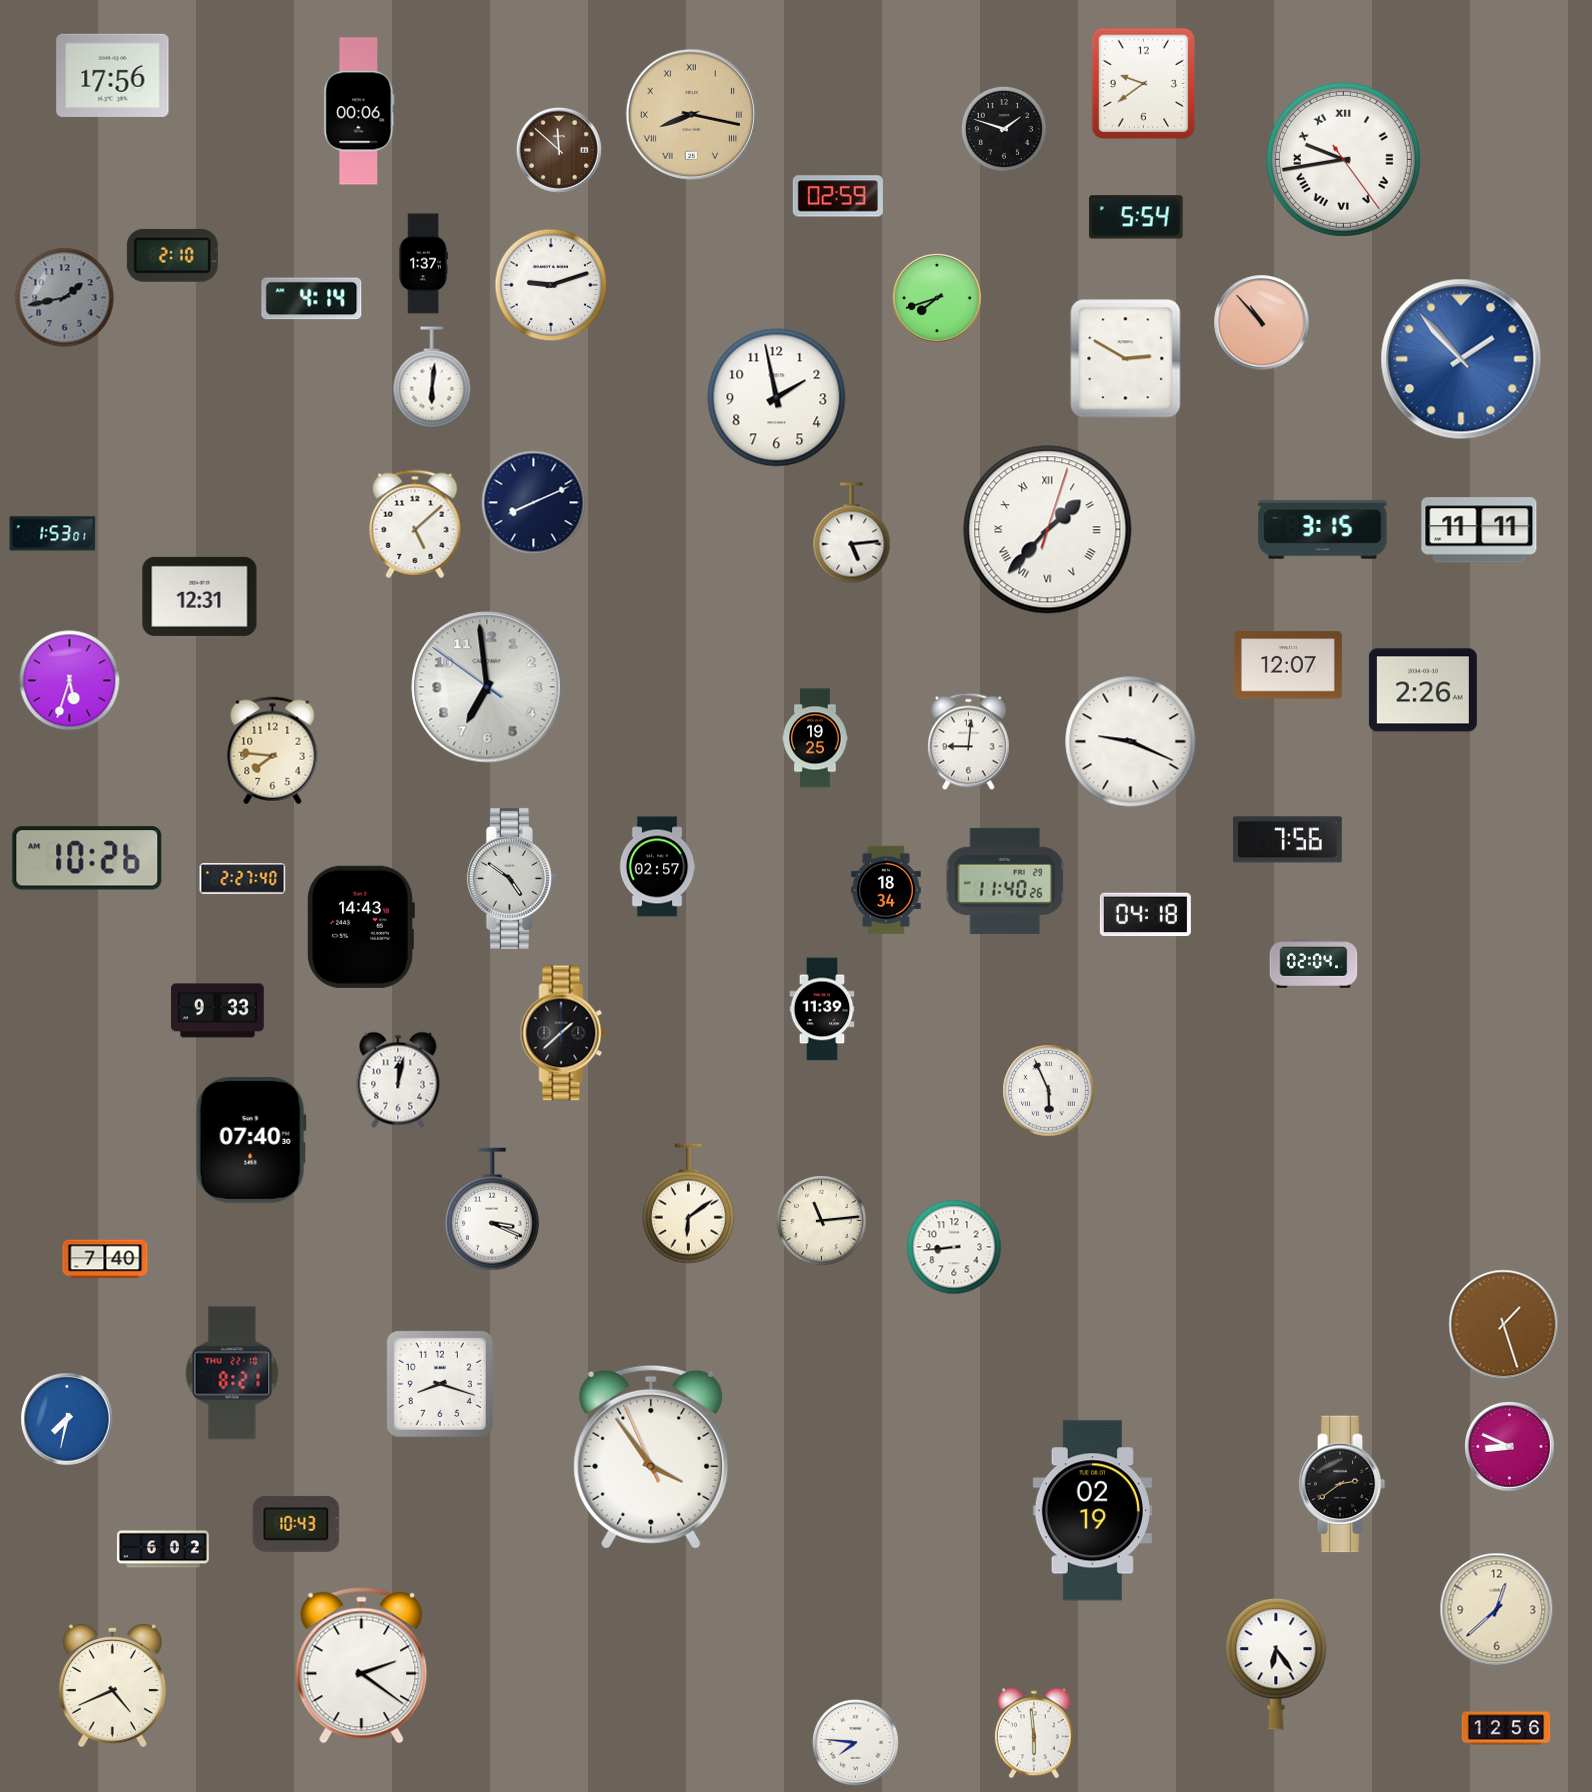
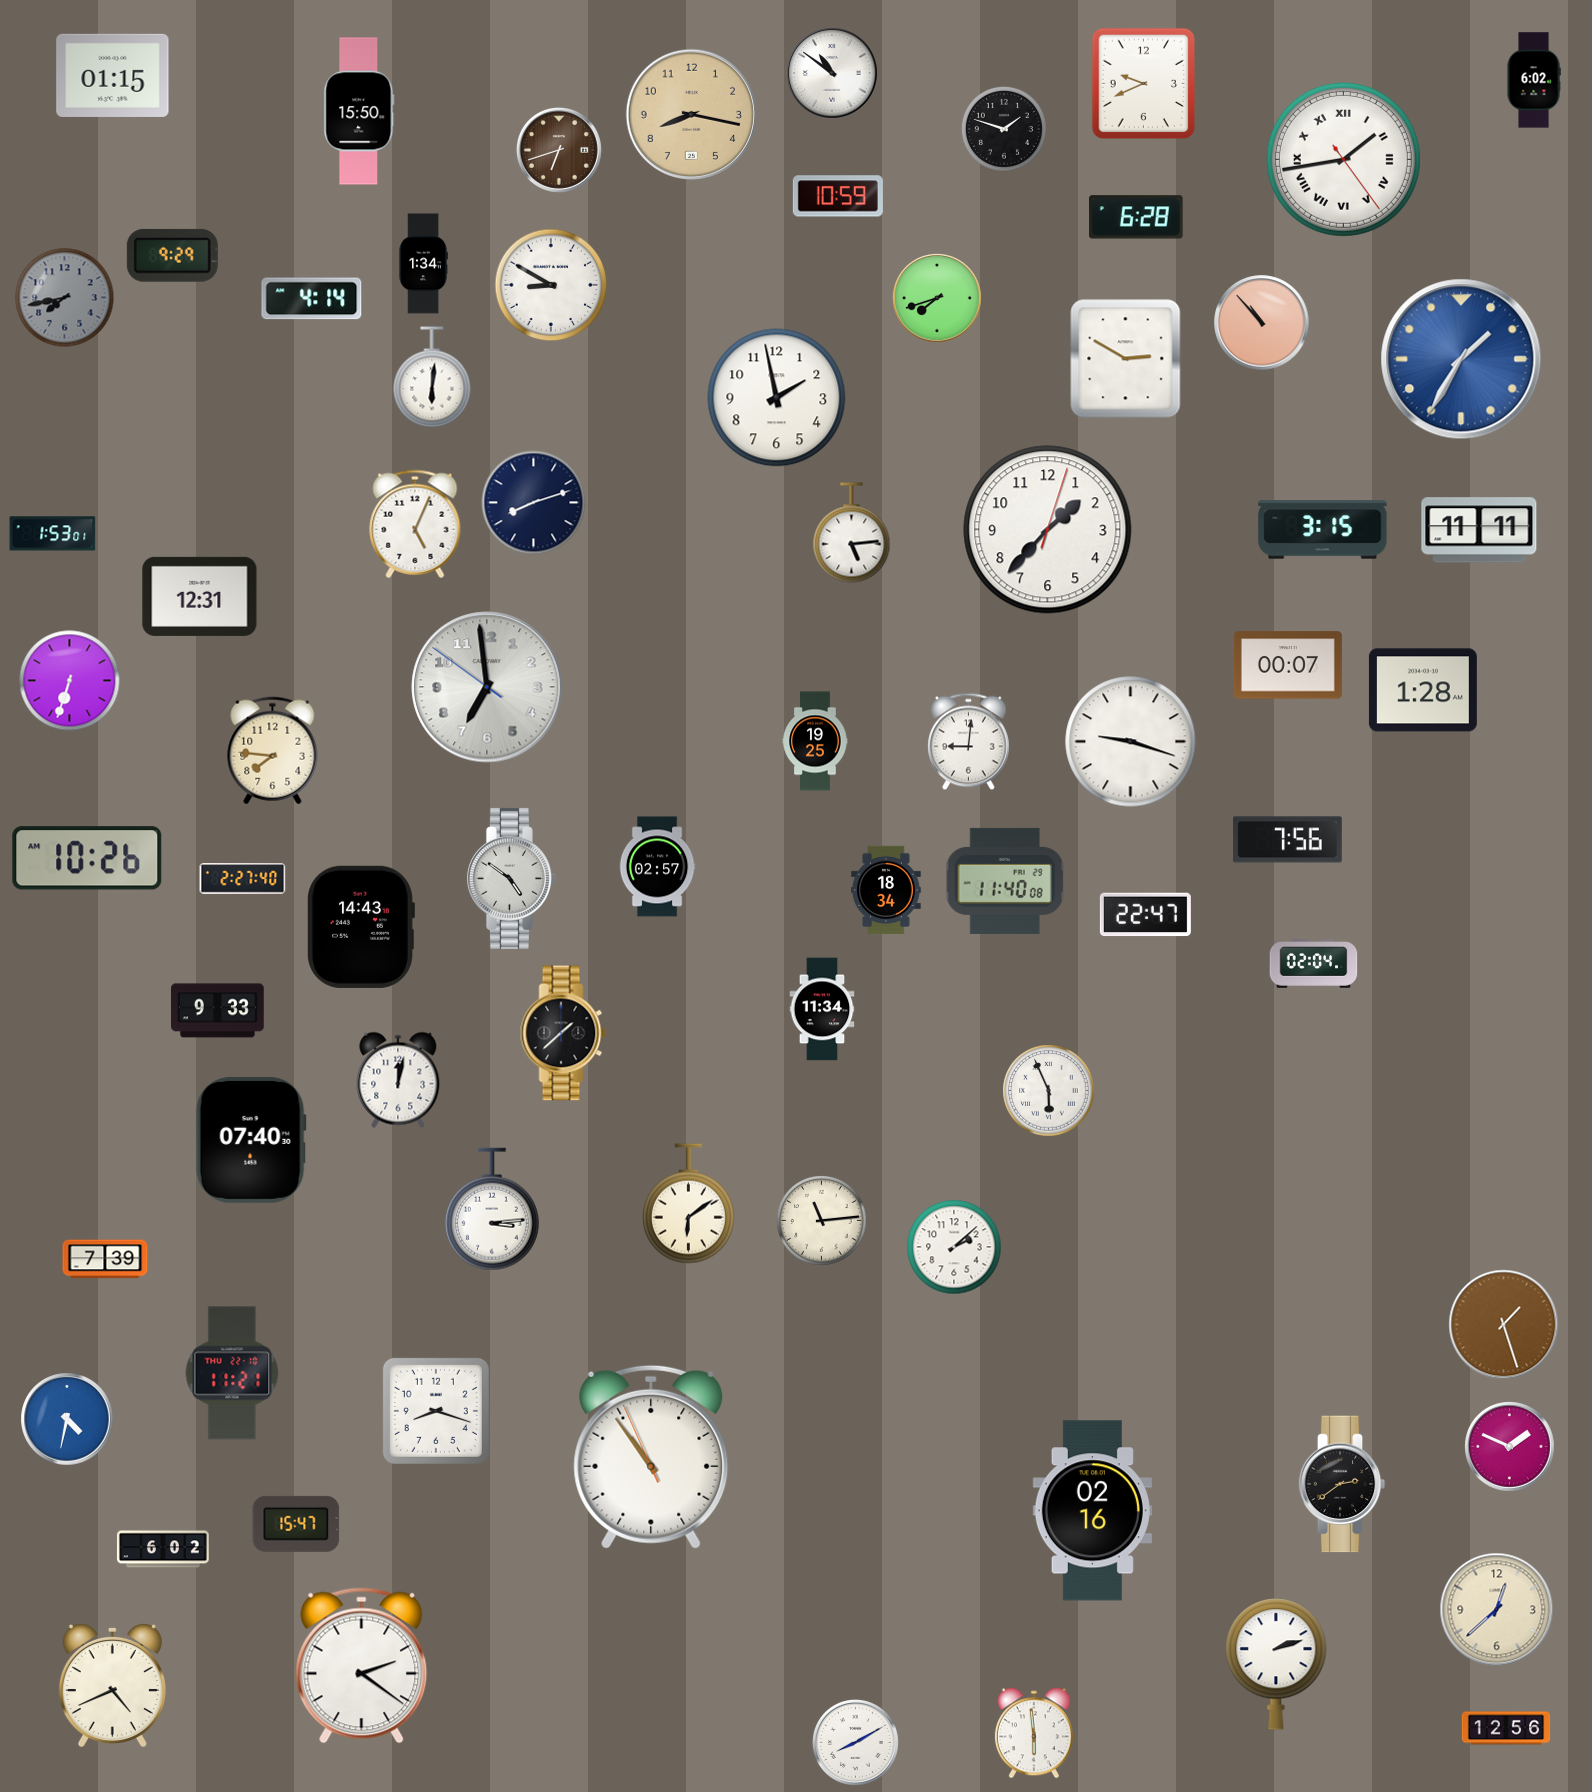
clock at (832, 73): none -> 10:51
clock at (113, 75): 17:56 -> 01:15
clock at (1534, 80): none -> 6:02
clock at (1144, 84): 9:39 -> 9:41
clock at (359, 111): 00:06 -> 15:50
clock at (691, 114) numerals: Roman -> Arabic
clock at (559, 150): 11:52 -> 6:42
clock at (1343, 159): 9:43 -> 1:43
clock at (838, 196): 02:59 -> 10:59
clock at (1136, 217): 5:54 -> 6:28
clock at (172, 255): 2:10 -> 9:29
clock at (423, 264): 1:37 -> 1:34
clock at (551, 285): 9:12 -> 8:50
clock at (65, 298): 1:43 -> 7:43
clock at (1461, 359): 1:53 -> 1:35
clock at (534, 503): 8:11 -> 8:12
clock at (415, 524): 5:08 -> 5:04
clock at (1048, 530) numerals: Roman -> Arabic
clock at (1288, 665): 12:07 -> 00:07
clock at (70, 681): 5:33 -> 6:33
clock at (1423, 690): 2:26 -> 1:28
clock at (815, 738) position: (815, 738) -> (815, 741)
clock at (1131, 742): 9:19 -> 9:18
clock at (1005, 881): 11:40:26 -> 11:40:08
clock at (1145, 915): 04:18 -> 22:47
clock at (822, 1009): 11:39 -> 11:34
clock at (492, 1209): 3:19 -> 3:14
clock at (954, 1247): 8:44 -> 2:08
clock at (105, 1259): 7:40 -> 7:39
clock at (232, 1373): 8:21 -> 11:21
clock at (440, 1384) position: (440, 1384) -> (436, 1411)
clock at (67, 1419): 7:32 -> 4:32
clock at (1510, 1447): 8:49 -> 1:49
clock at (651, 1457): 3:53 -> 10:53
clock at (1092, 1511): 02:19 -> 02:16
clock at (296, 1524): 10:43 -> 15:47
clock at (1276, 1664): 6:24 -> 2:12
clock at (855, 1742): 7:46 -> 8:10
